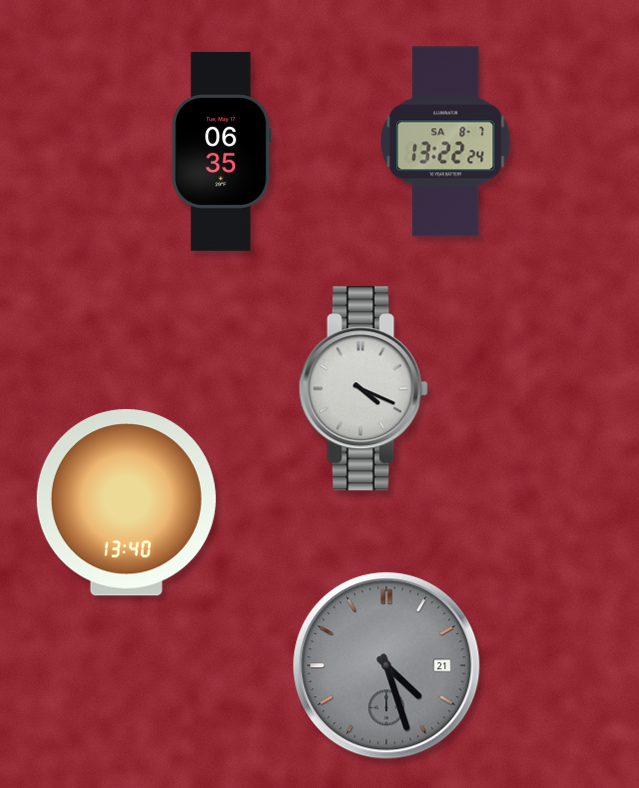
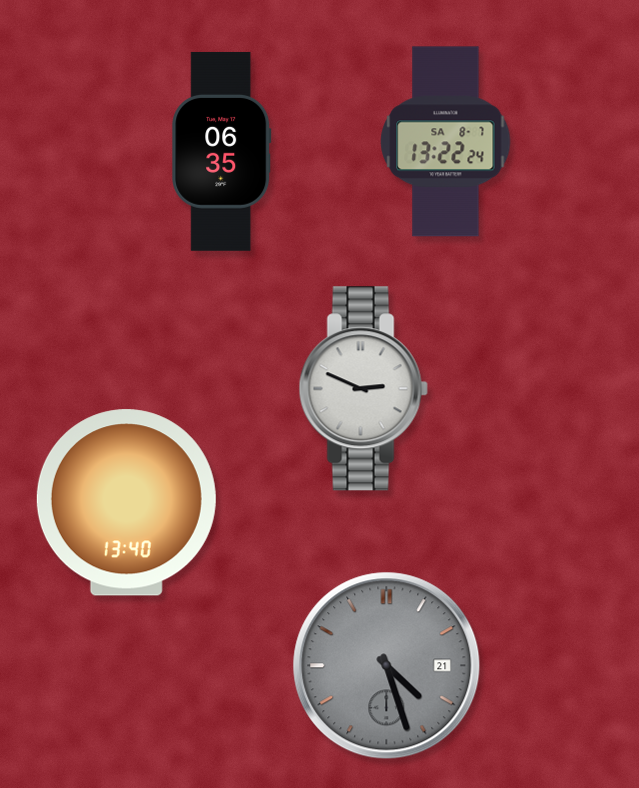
clock at (363, 389): 4:19 -> 2:49
